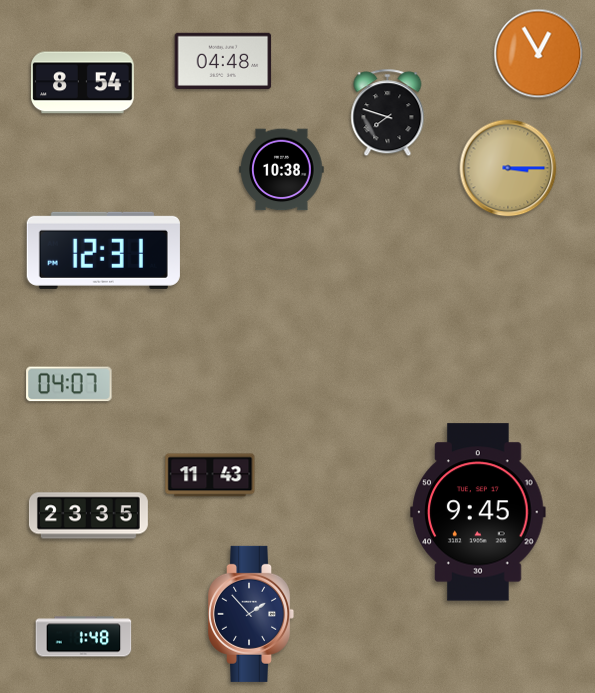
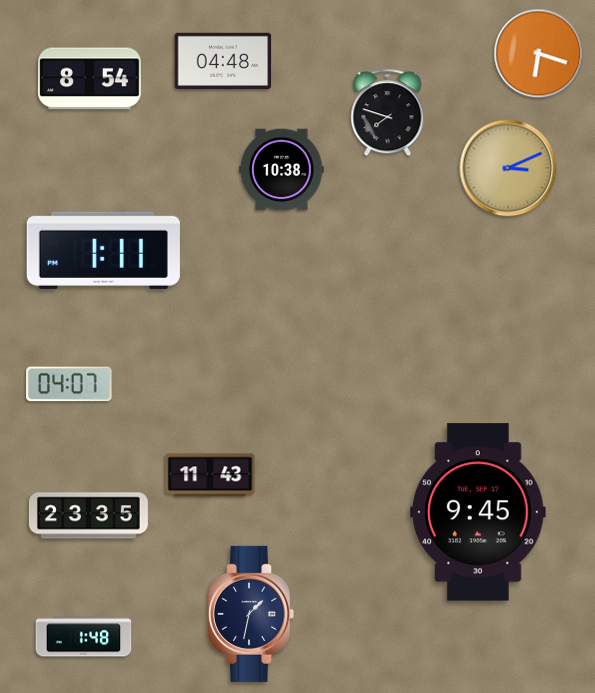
clock at (539, 54): 12:55 -> 6:18
clock at (83, 83) position: (83, 83) -> (90, 79)
clock at (508, 168): 3:15 -> 3:11
clock at (103, 250): 12:31 -> 1:11
clock at (252, 614): 1:53 -> 1:32
